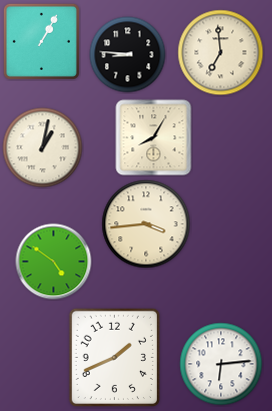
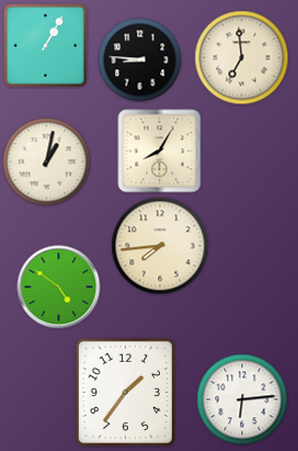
clock at (154, 138) position: (154, 138) -> (160, 151)
clock at (146, 224): 3:44 -> 7:44
clock at (114, 357): 1:41 -> 1:36
